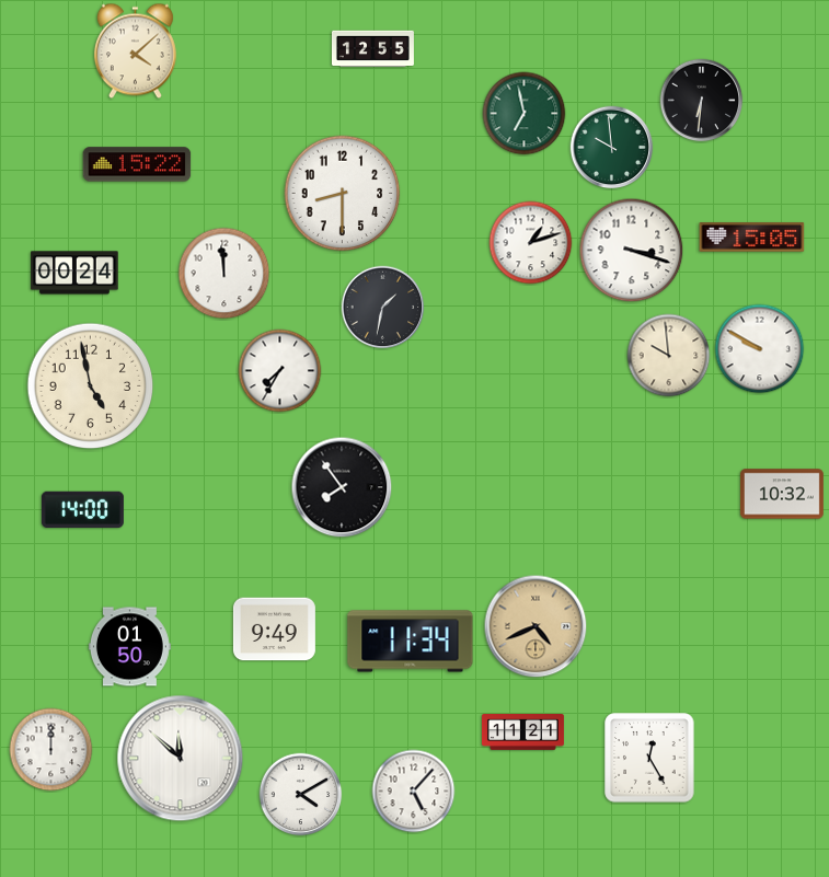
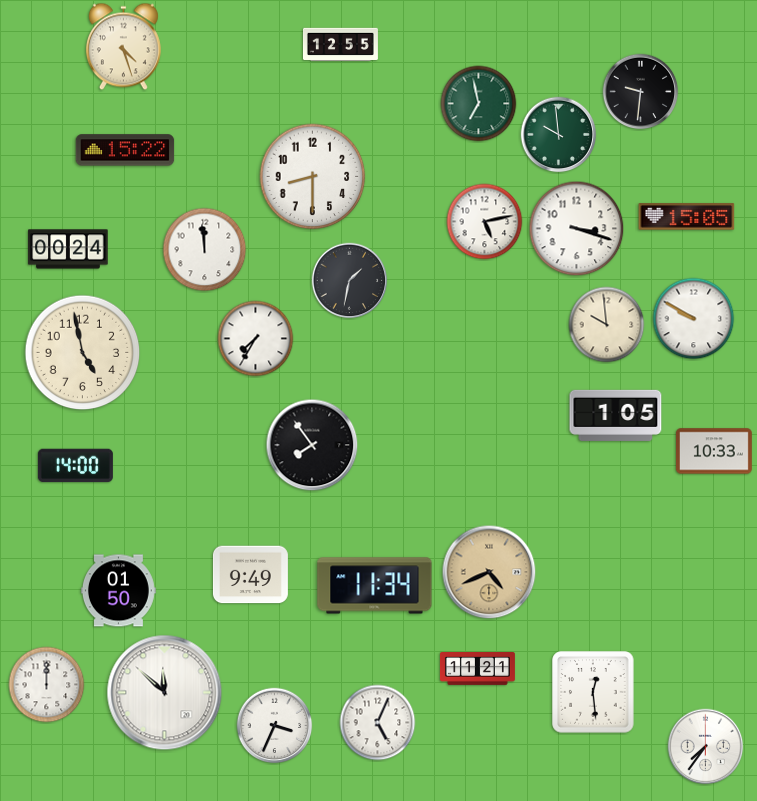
clock at (135, 51): 4:08 -> 4:27
clock at (702, 101): 6:31 -> 9:31
clock at (531, 243): 1:12 -> 5:13
clock at (669, 356) position: (669, 356) -> (607, 325)
clock at (616, 415): none -> 1:05
clock at (782, 494): 10:32 -> 10:33
clock at (649, 758): 12:25 -> 12:29
clock at (414, 792): 5:07 -> 5:04
clock at (301, 795): 4:10 -> 3:34
clock at (706, 747): none -> 7:36
